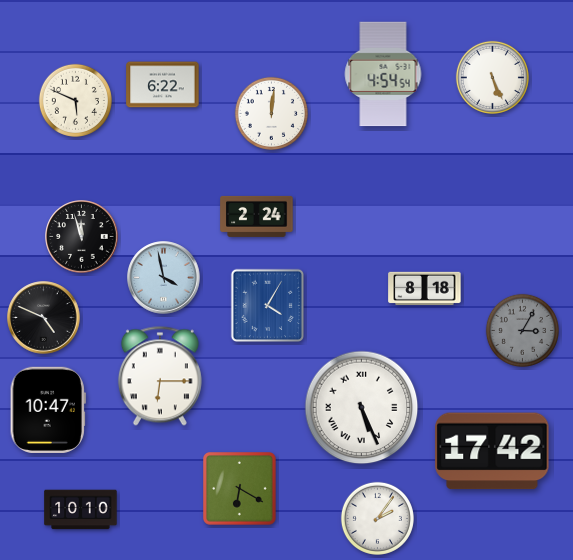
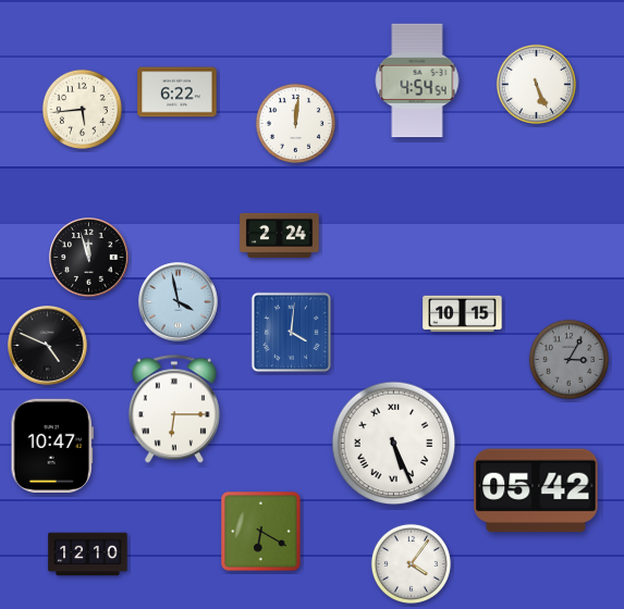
clock at (75, 100): 5:49 -> 5:44
clock at (425, 288): 8:18 -> 10:15
clock at (268, 306): 4:05 -> 4:01
clock at (492, 451): 17:42 -> 05:42
clock at (81, 510): 10:10 -> 12:10
clock at (377, 518): 2:06 -> 4:06
